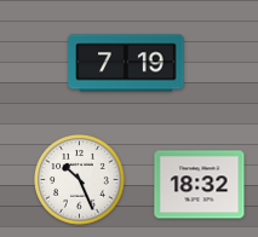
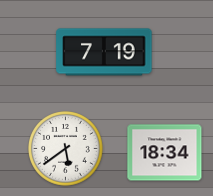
clock at (80, 180): 10:26 -> 5:39
clock at (200, 185): 18:32 -> 18:34
